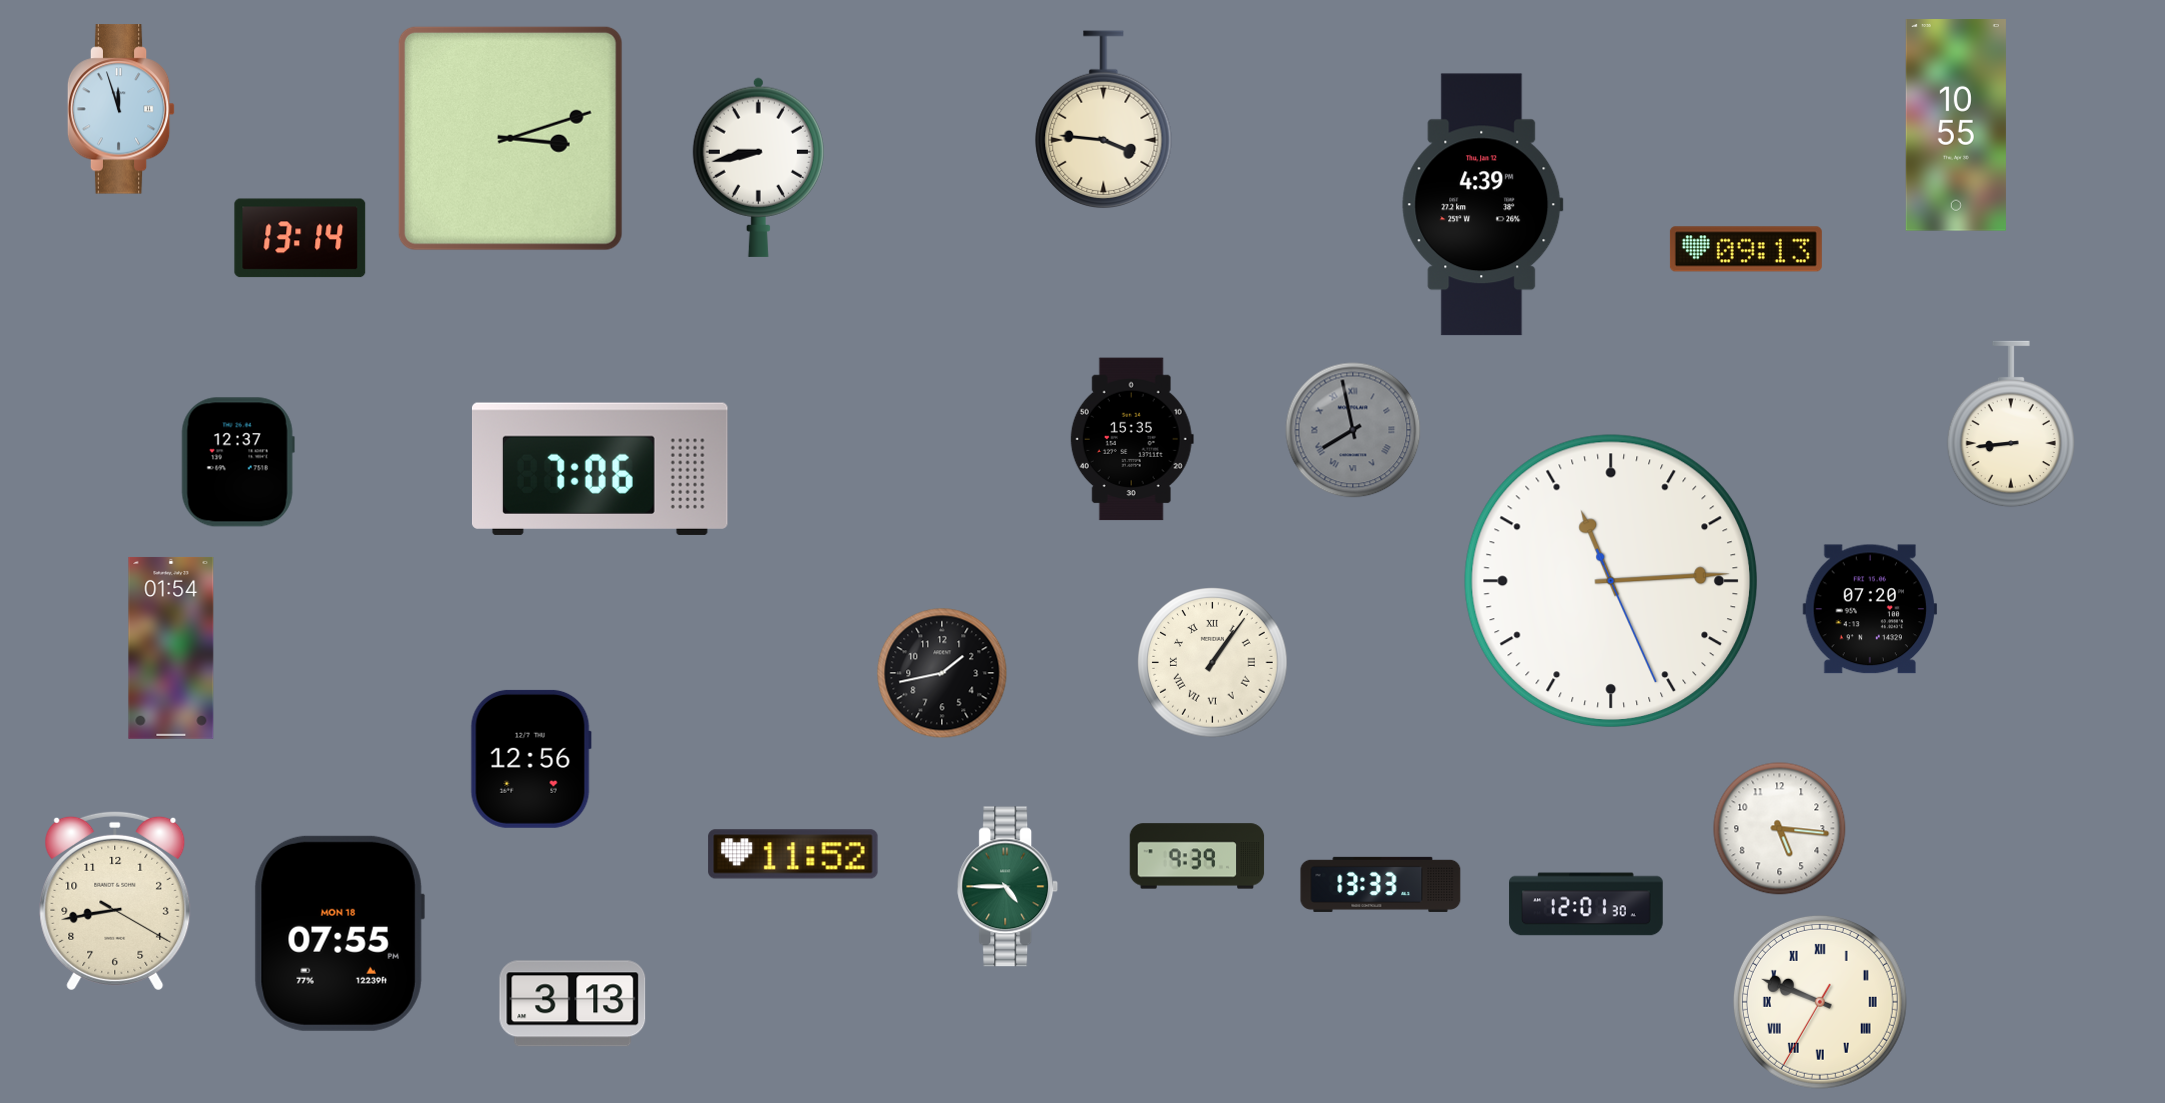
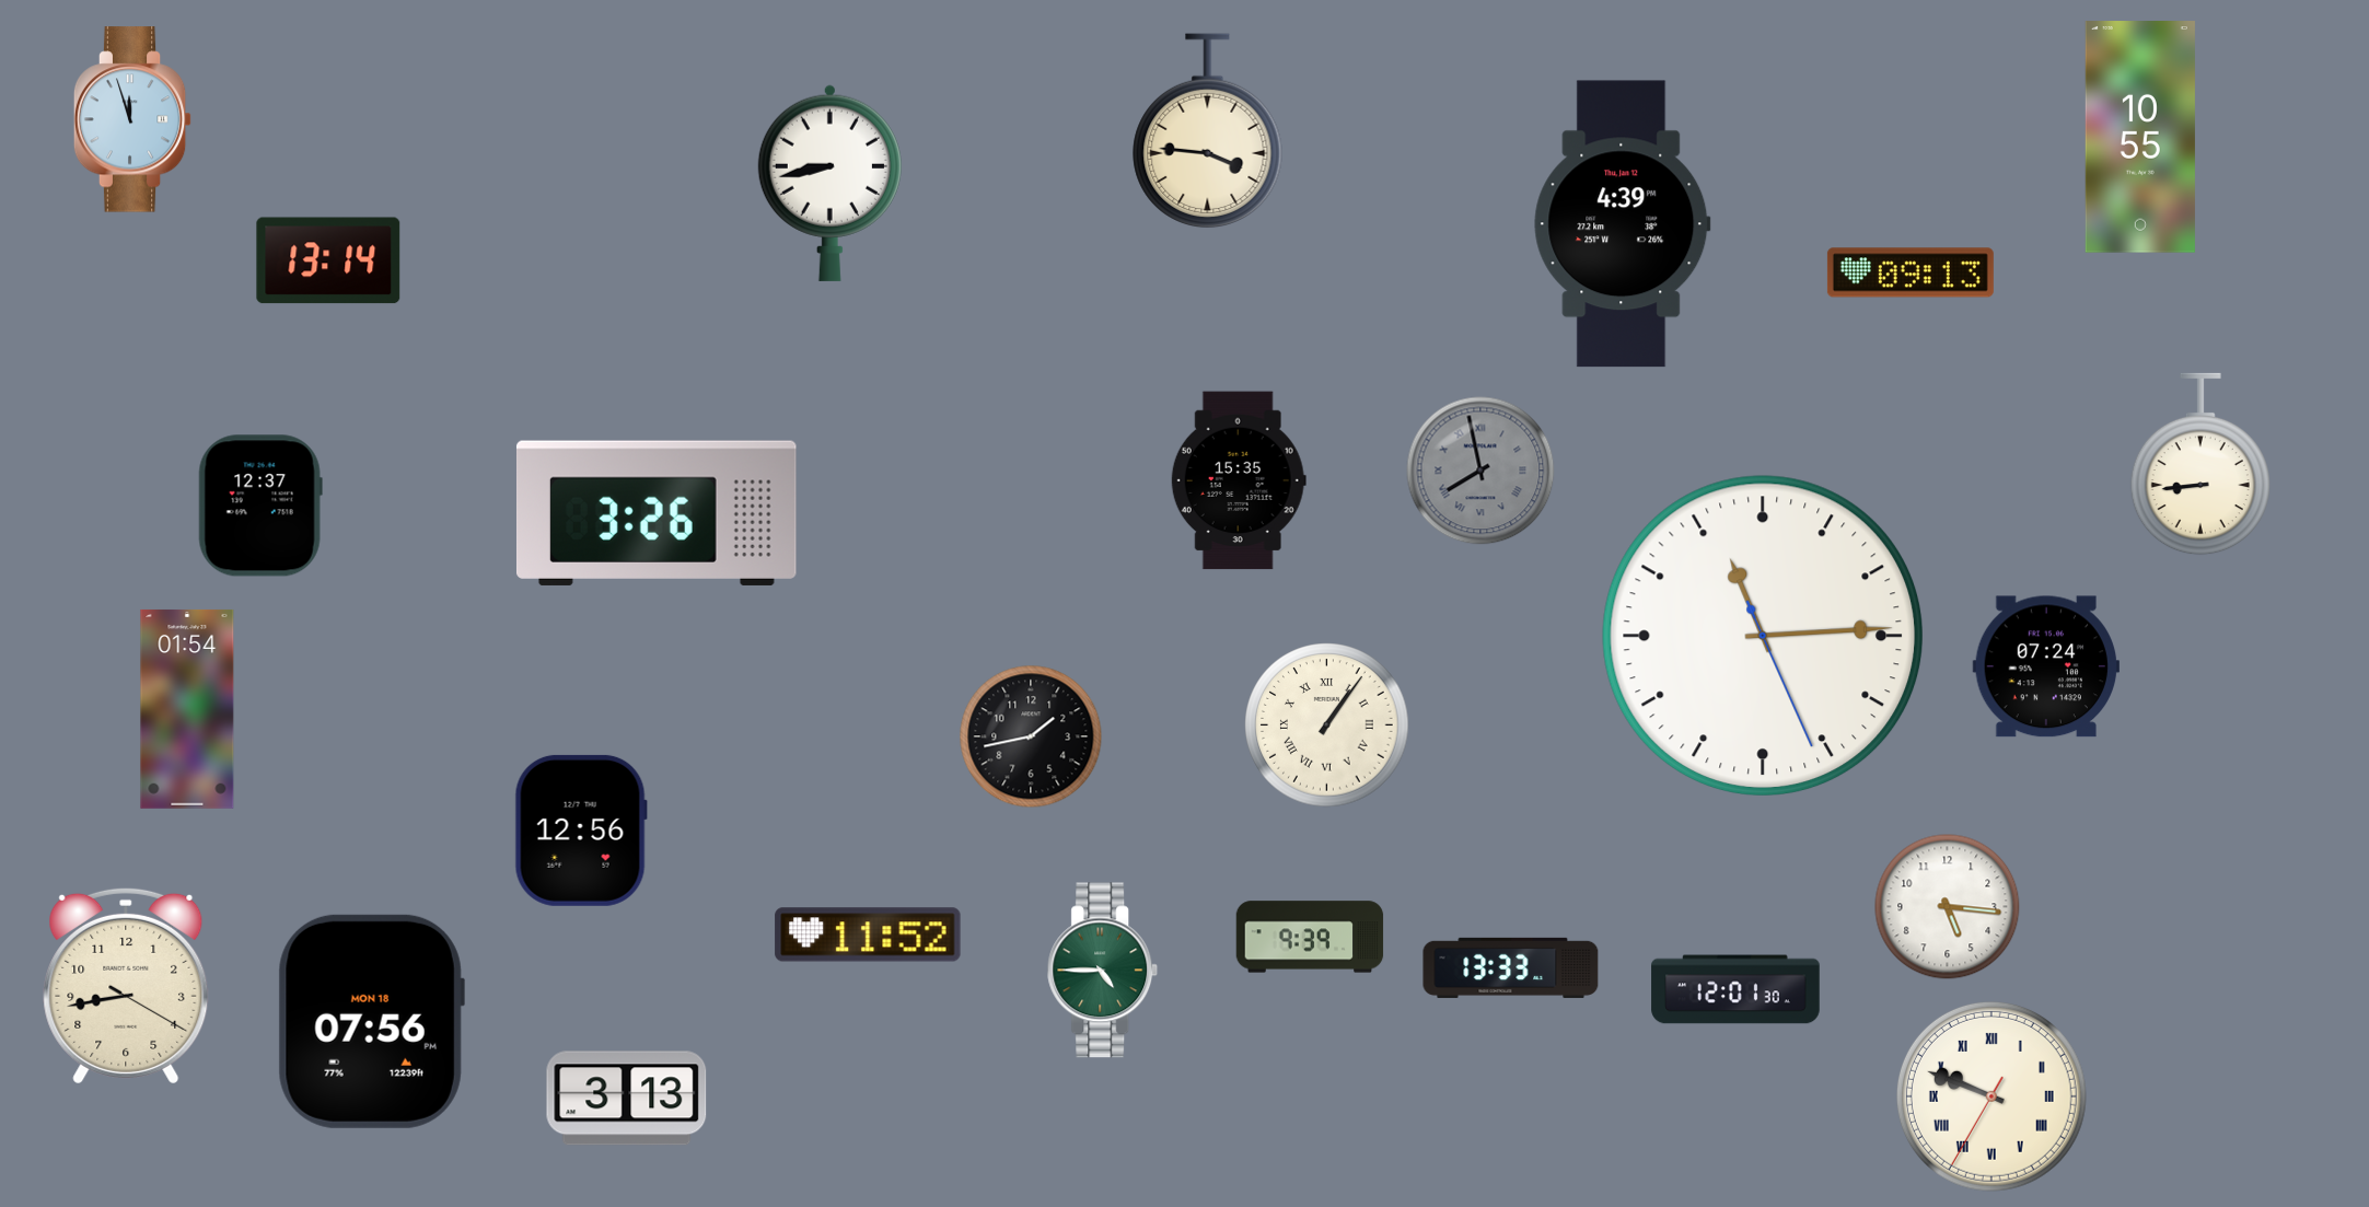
clock at (510, 138): 3:12 -> none
clock at (600, 469): 7:06 -> 3:26
clock at (1869, 609): 07:20 -> 07:24
clock at (339, 933): 07:55 -> 07:56
